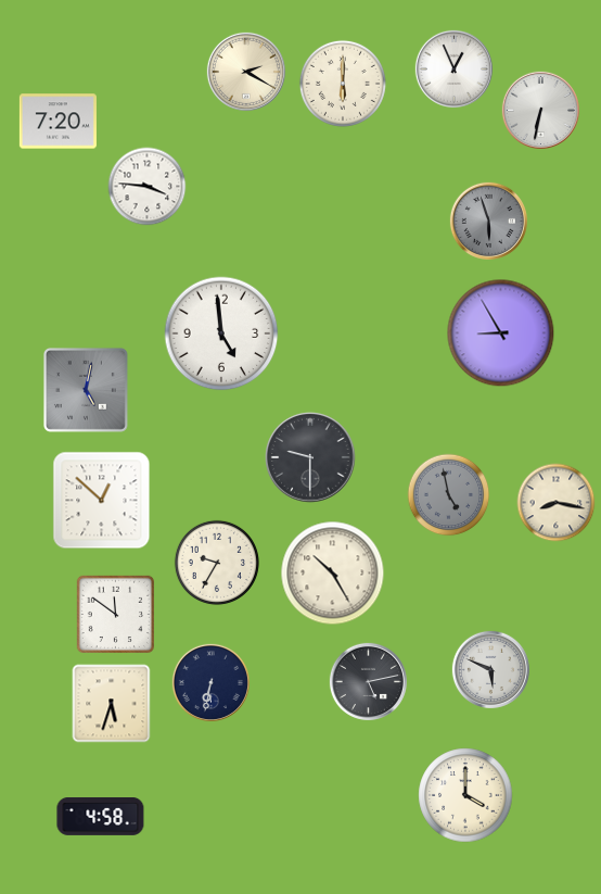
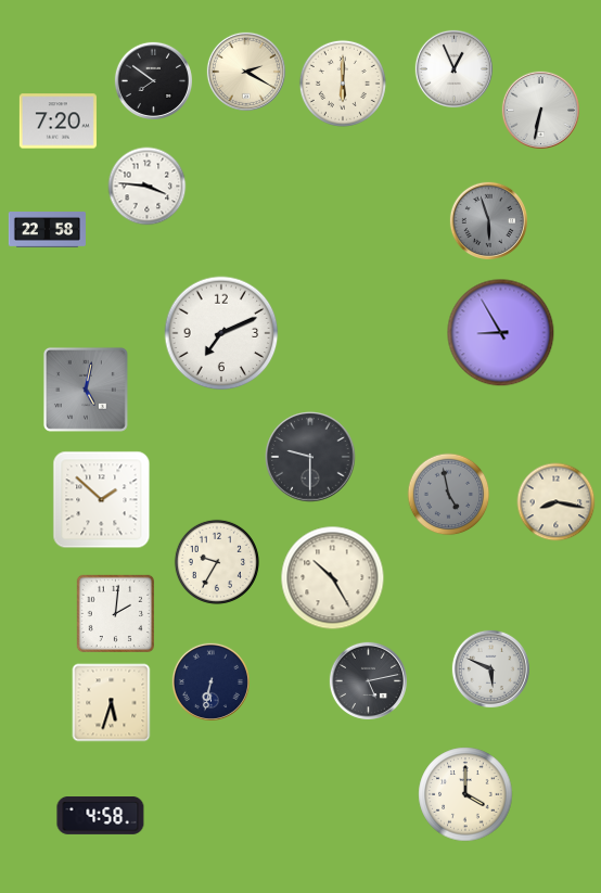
clock at (153, 80): none -> 7:51
clock at (47, 230): none -> 22:58
clock at (221, 333): 4:59 -> 7:11
clock at (102, 501): 12:52 -> 1:52
clock at (333, 574) position: (333, 574) -> (333, 578)
clock at (115, 615): 11:51 -> 2:01
